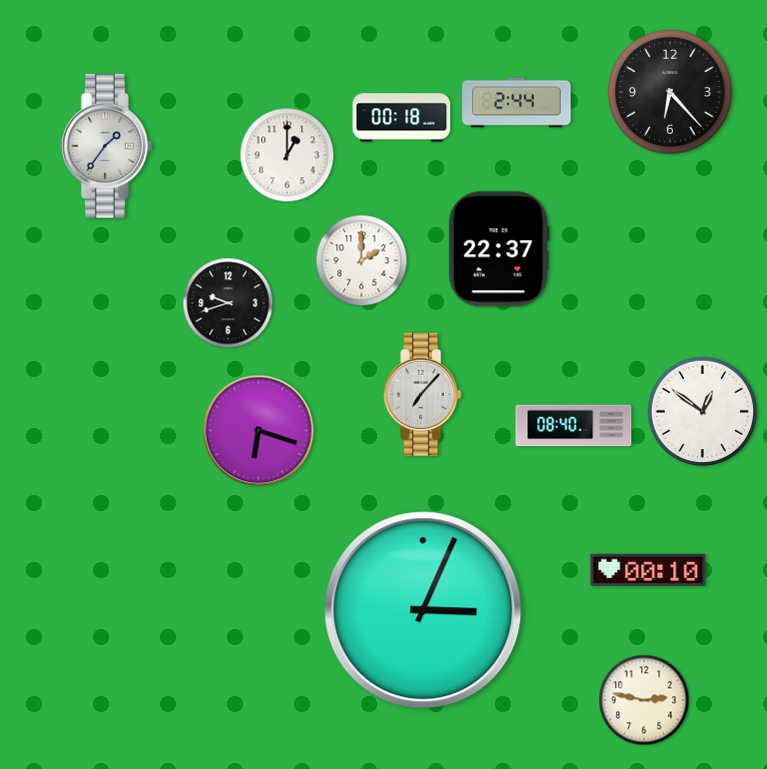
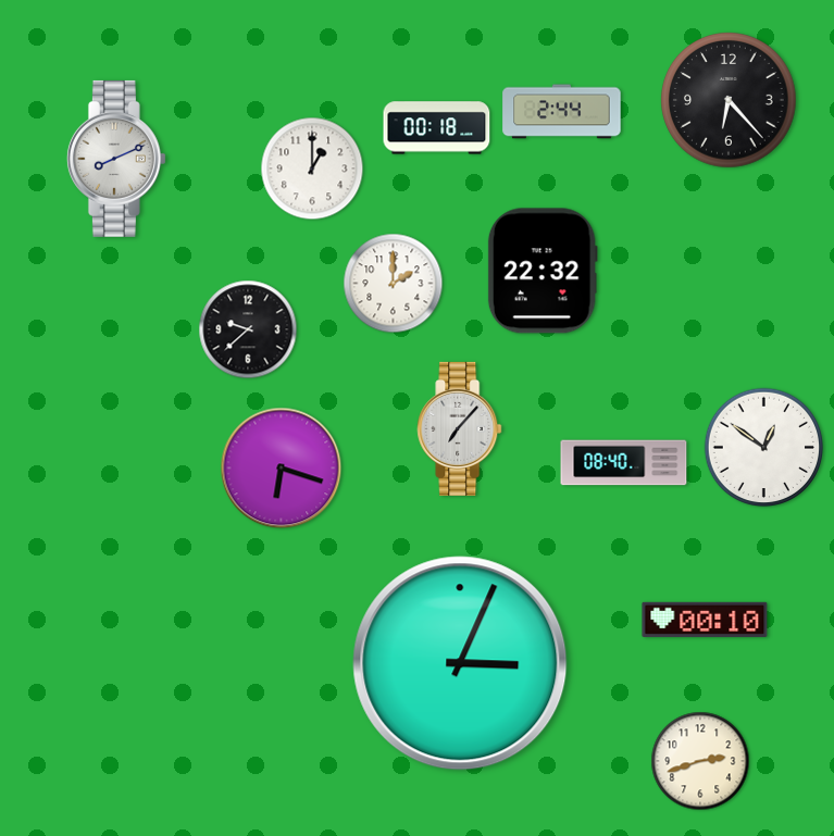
clock at (107, 146): 1:36 -> 8:11
clock at (499, 249): 22:37 -> 22:32
clock at (228, 303): 9:42 -> 9:38
clock at (644, 700): 2:47 -> 2:42
